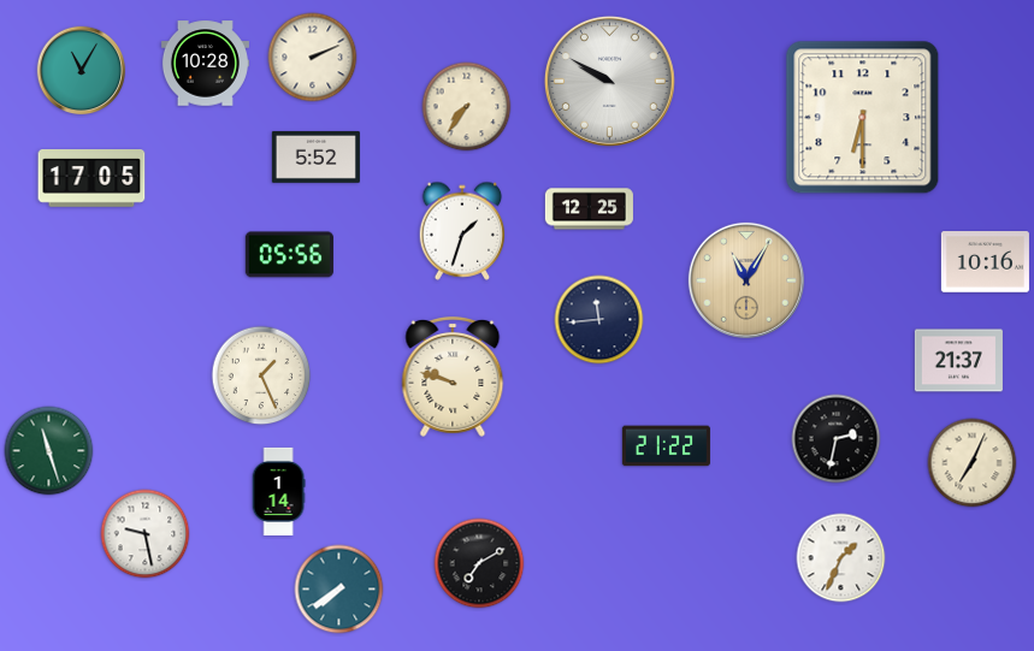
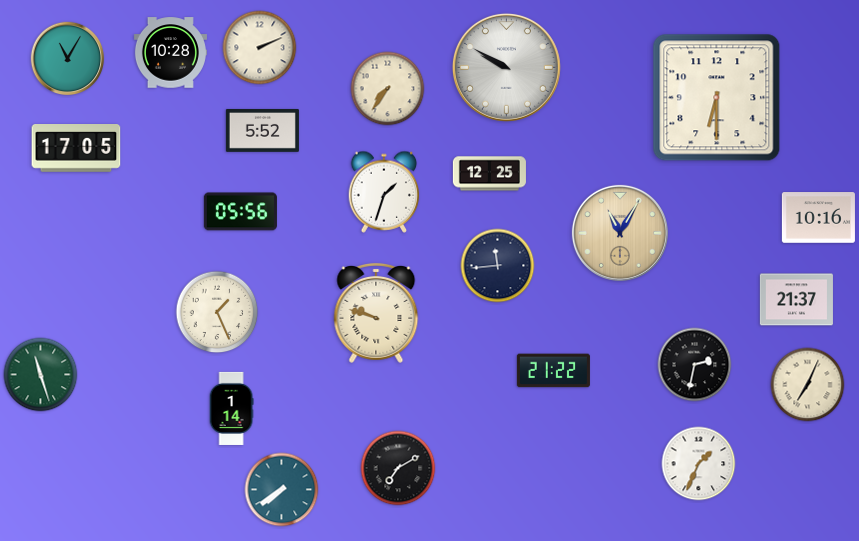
clock at (146, 534): 9:28 -> none
